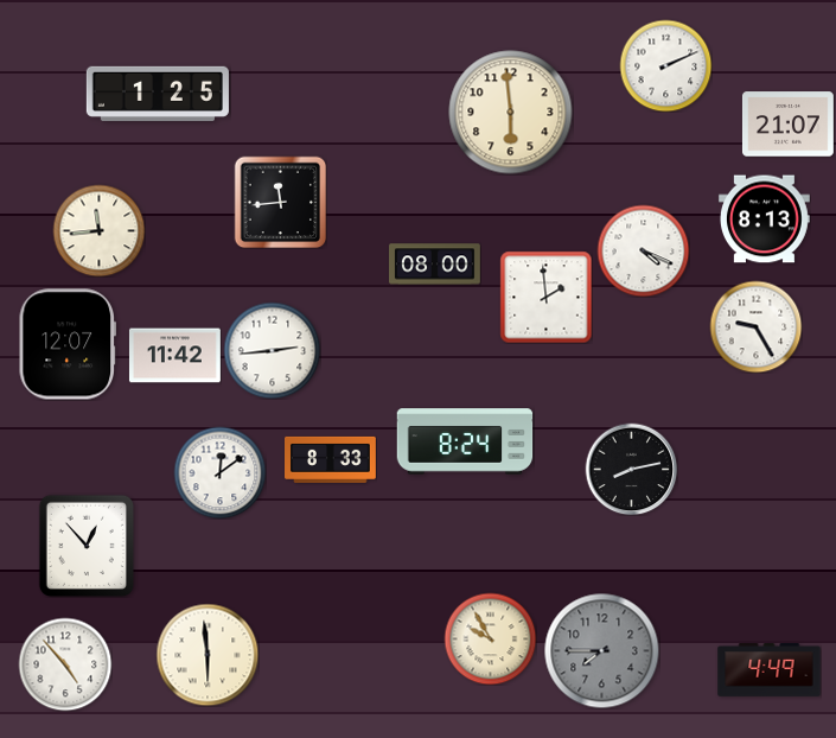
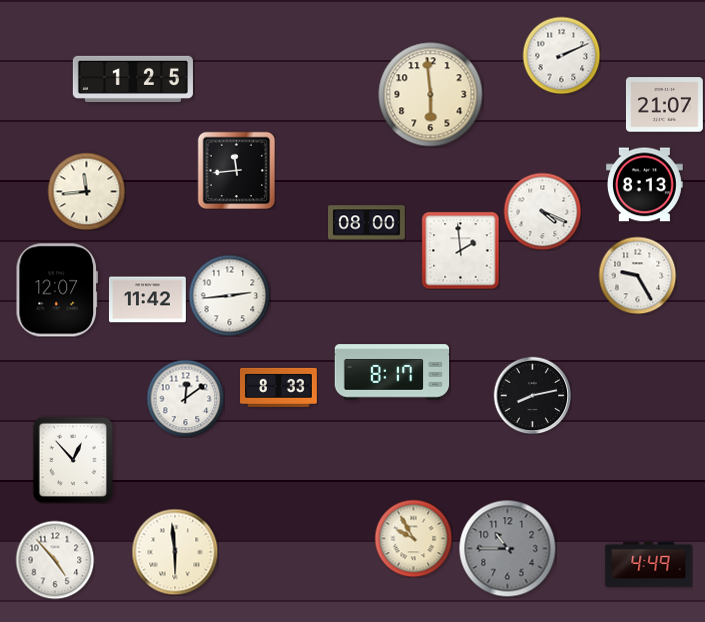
clock at (98, 230) position: (98, 230) -> (86, 191)
clock at (465, 441): 8:24 -> 8:17
clock at (601, 650): 7:45 -> 10:45
